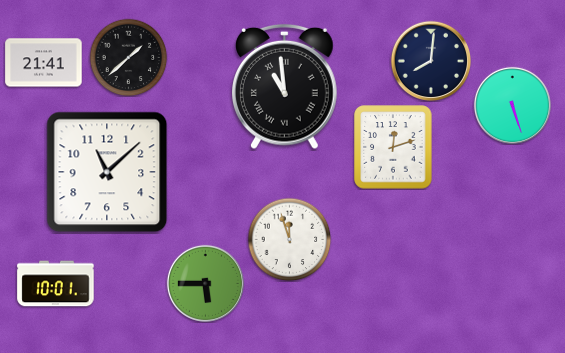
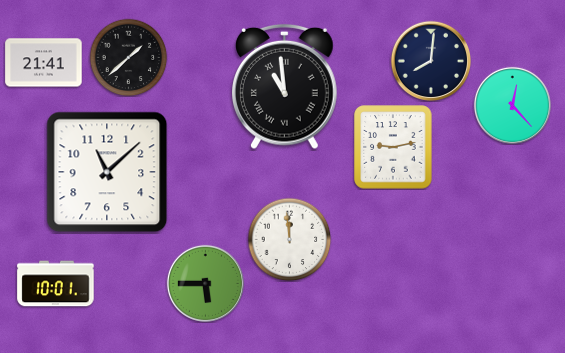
clock at (512, 105): 5:27 -> 12:23
clock at (393, 147): 12:12 -> 9:13
clock at (289, 239): 11:57 -> 11:59
